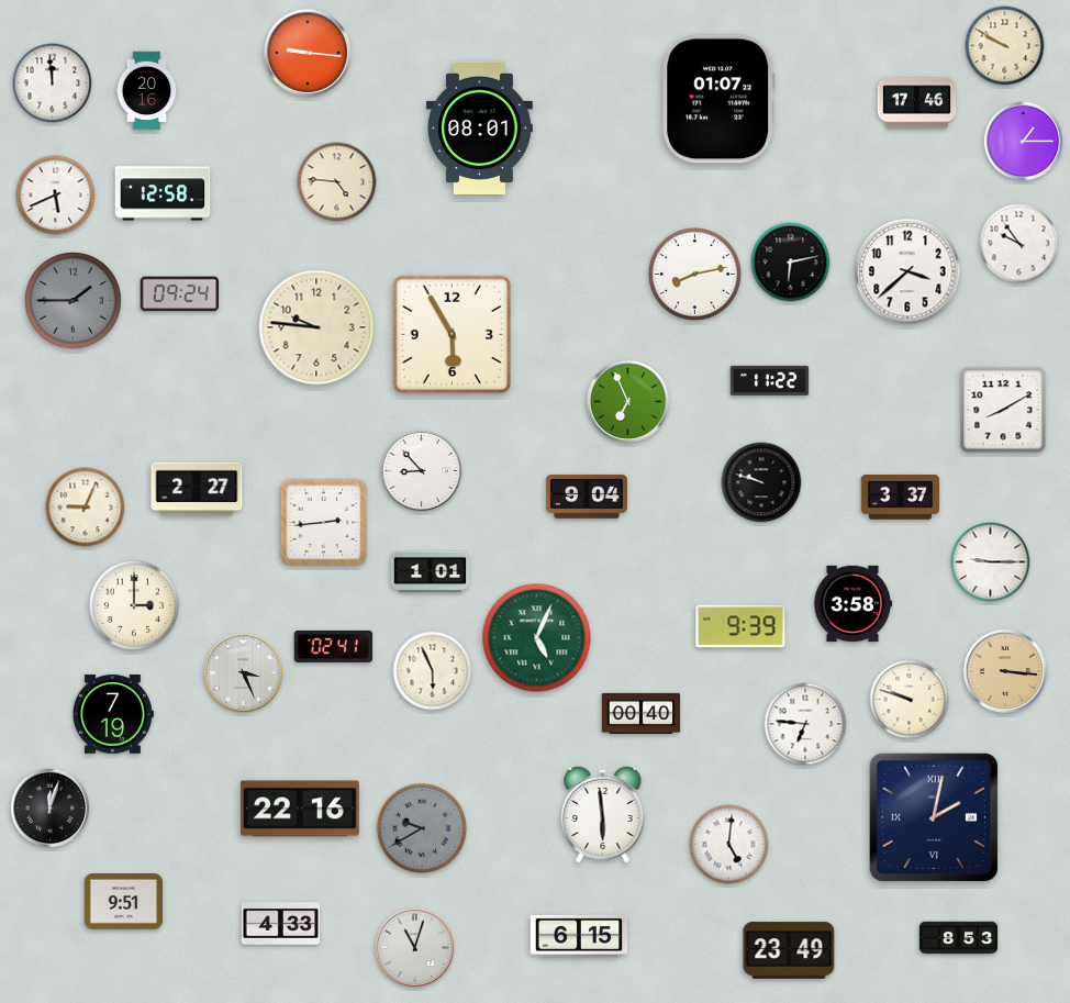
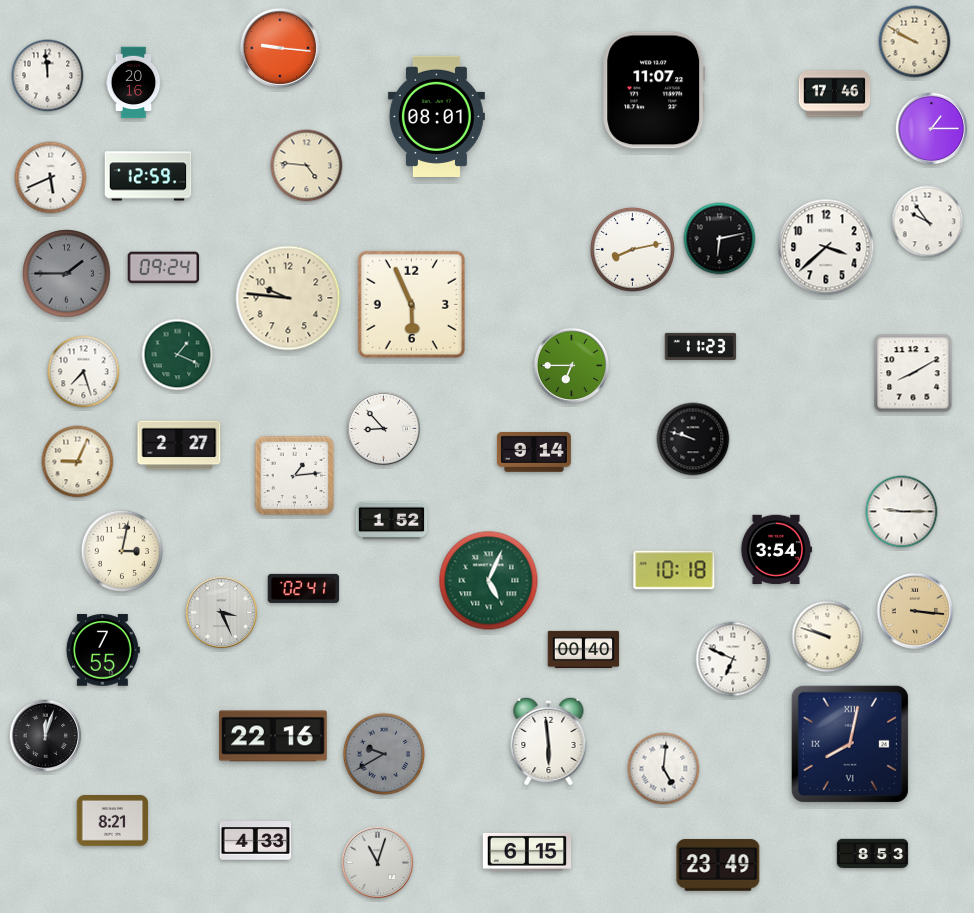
clock at (718, 99): 01:07 -> 11:07
clock at (163, 193): 12:58 -> 12:59
clock at (452, 334): 5:55 -> 5:56
clock at (770, 380): 11:22 -> 11:23
clock at (178, 355): none -> 1:19
clock at (627, 401): 6:56 -> 6:45
clock at (84, 372): none -> 7:27
clock at (587, 497): 9:04 -> 9:14
clock at (901, 498): 3:37 -> none
clock at (324, 523): 2:44 -> 1:14
clock at (431, 572): 1:01 -> 1:52
clock at (852, 604): 3:58 -> 3:54
clock at (134, 605): 3:00 -> 3:02
clock at (740, 626): 9:39 -> 10:18
clock at (433, 671): 5:56 -> none
clock at (113, 714): 7:19 -> 7:55
clock at (805, 724): 6:46 -> 6:49
clock at (934, 817): 2:02 -> 8:02
clock at (124, 902): 9:51 -> 8:21
